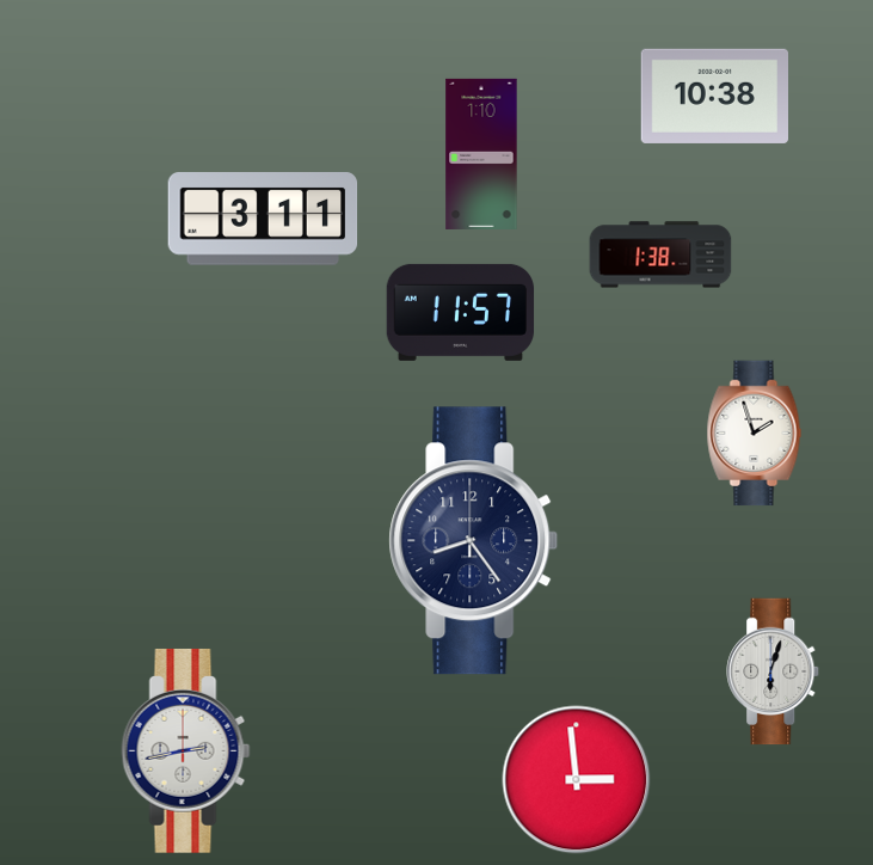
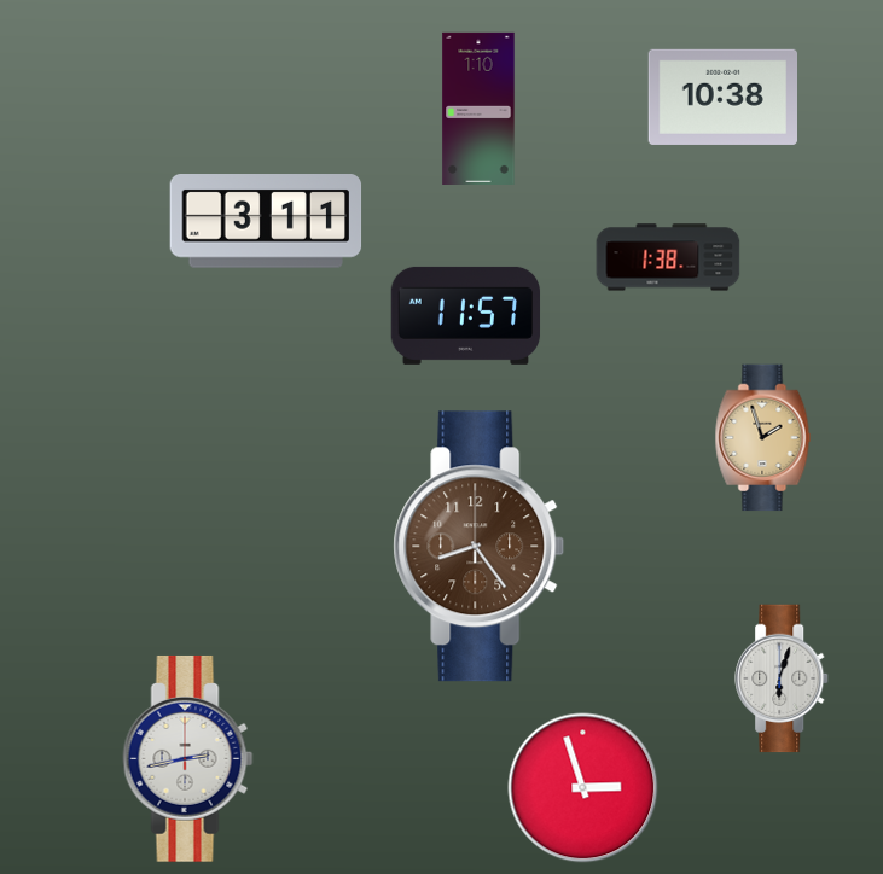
clock at (481, 154) position: (481, 154) -> (478, 109)
clock at (755, 434) dial: white -> champagne
clock at (474, 541) dial: navy -> brown
clock at (577, 780): 2:59 -> 2:57
